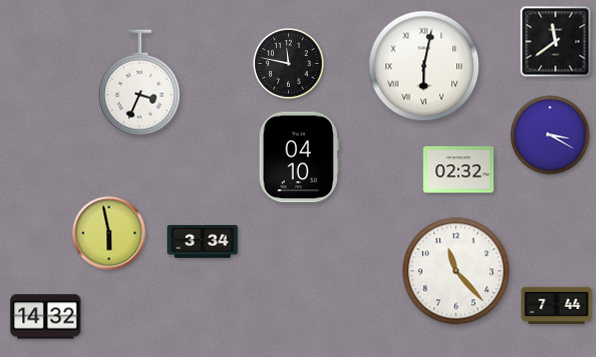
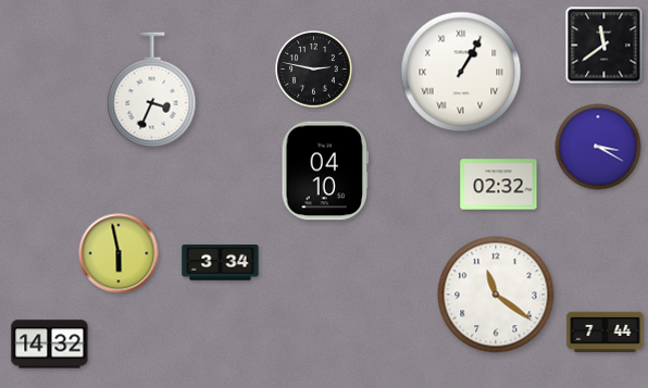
clock at (289, 64): 11:47 -> 2:47
clock at (424, 66): 6:02 -> 1:05
clock at (456, 271): 11:23 -> 11:21
